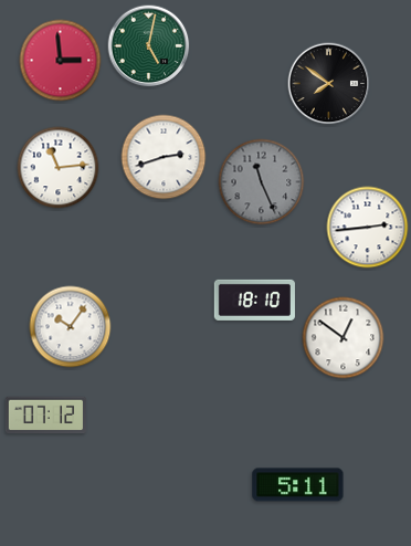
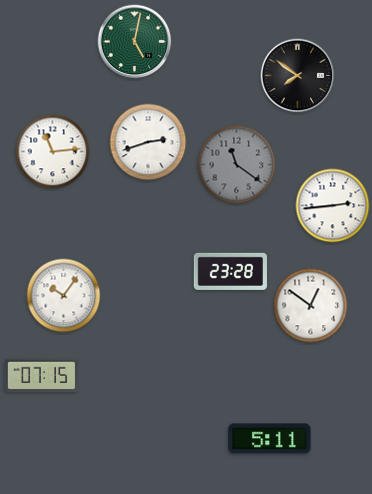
clock at (61, 61): 2:59 -> none
clock at (262, 182): 11:26 -> 11:21
clock at (254, 300): 18:10 -> 23:28
clock at (45, 416): 07:12 -> 07:15
